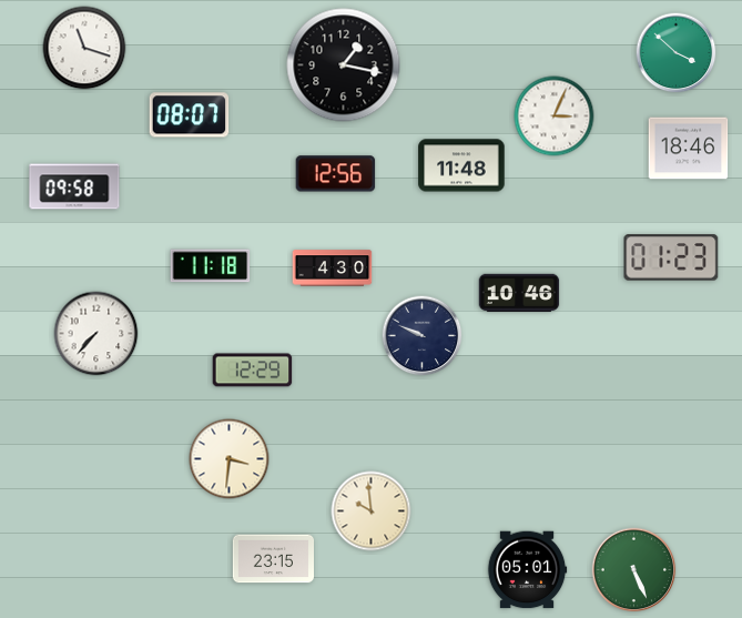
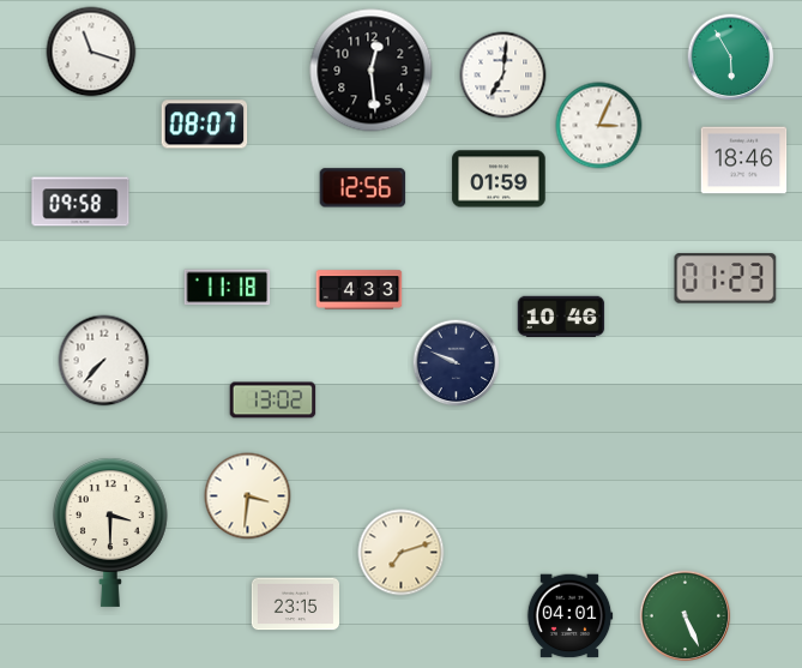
clock at (677, 53): 3:52 -> 5:55
clock at (344, 65): 1:17 -> 12:29
clock at (503, 76): none -> 7:01
clock at (461, 165): 11:48 -> 01:59
clock at (333, 269): 4:30 -> 4:33
clock at (253, 371): 12:29 -> 13:02
clock at (110, 532): none -> 3:30
clock at (372, 511): 9:59 -> 7:12
clock at (527, 570): 05:01 -> 04:01
